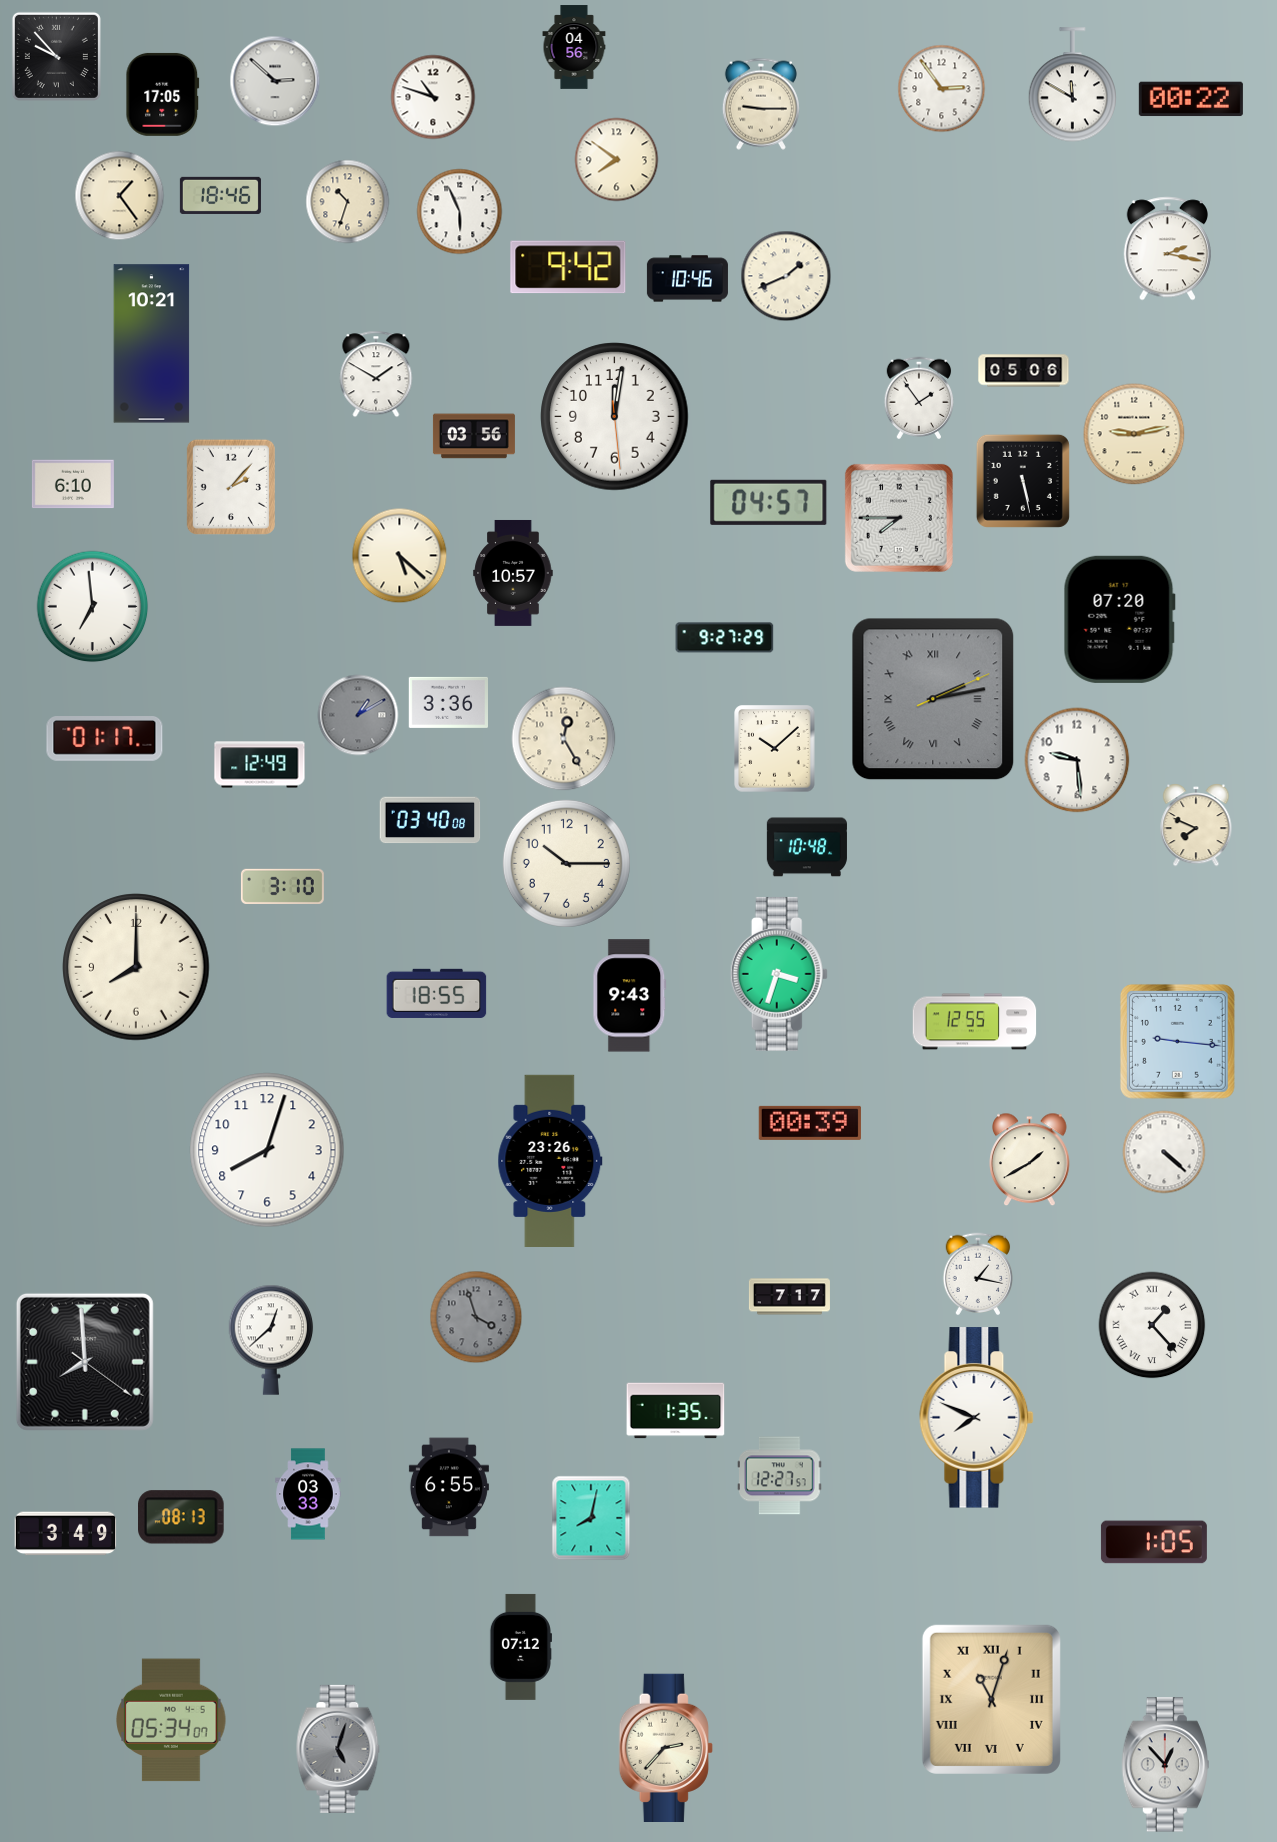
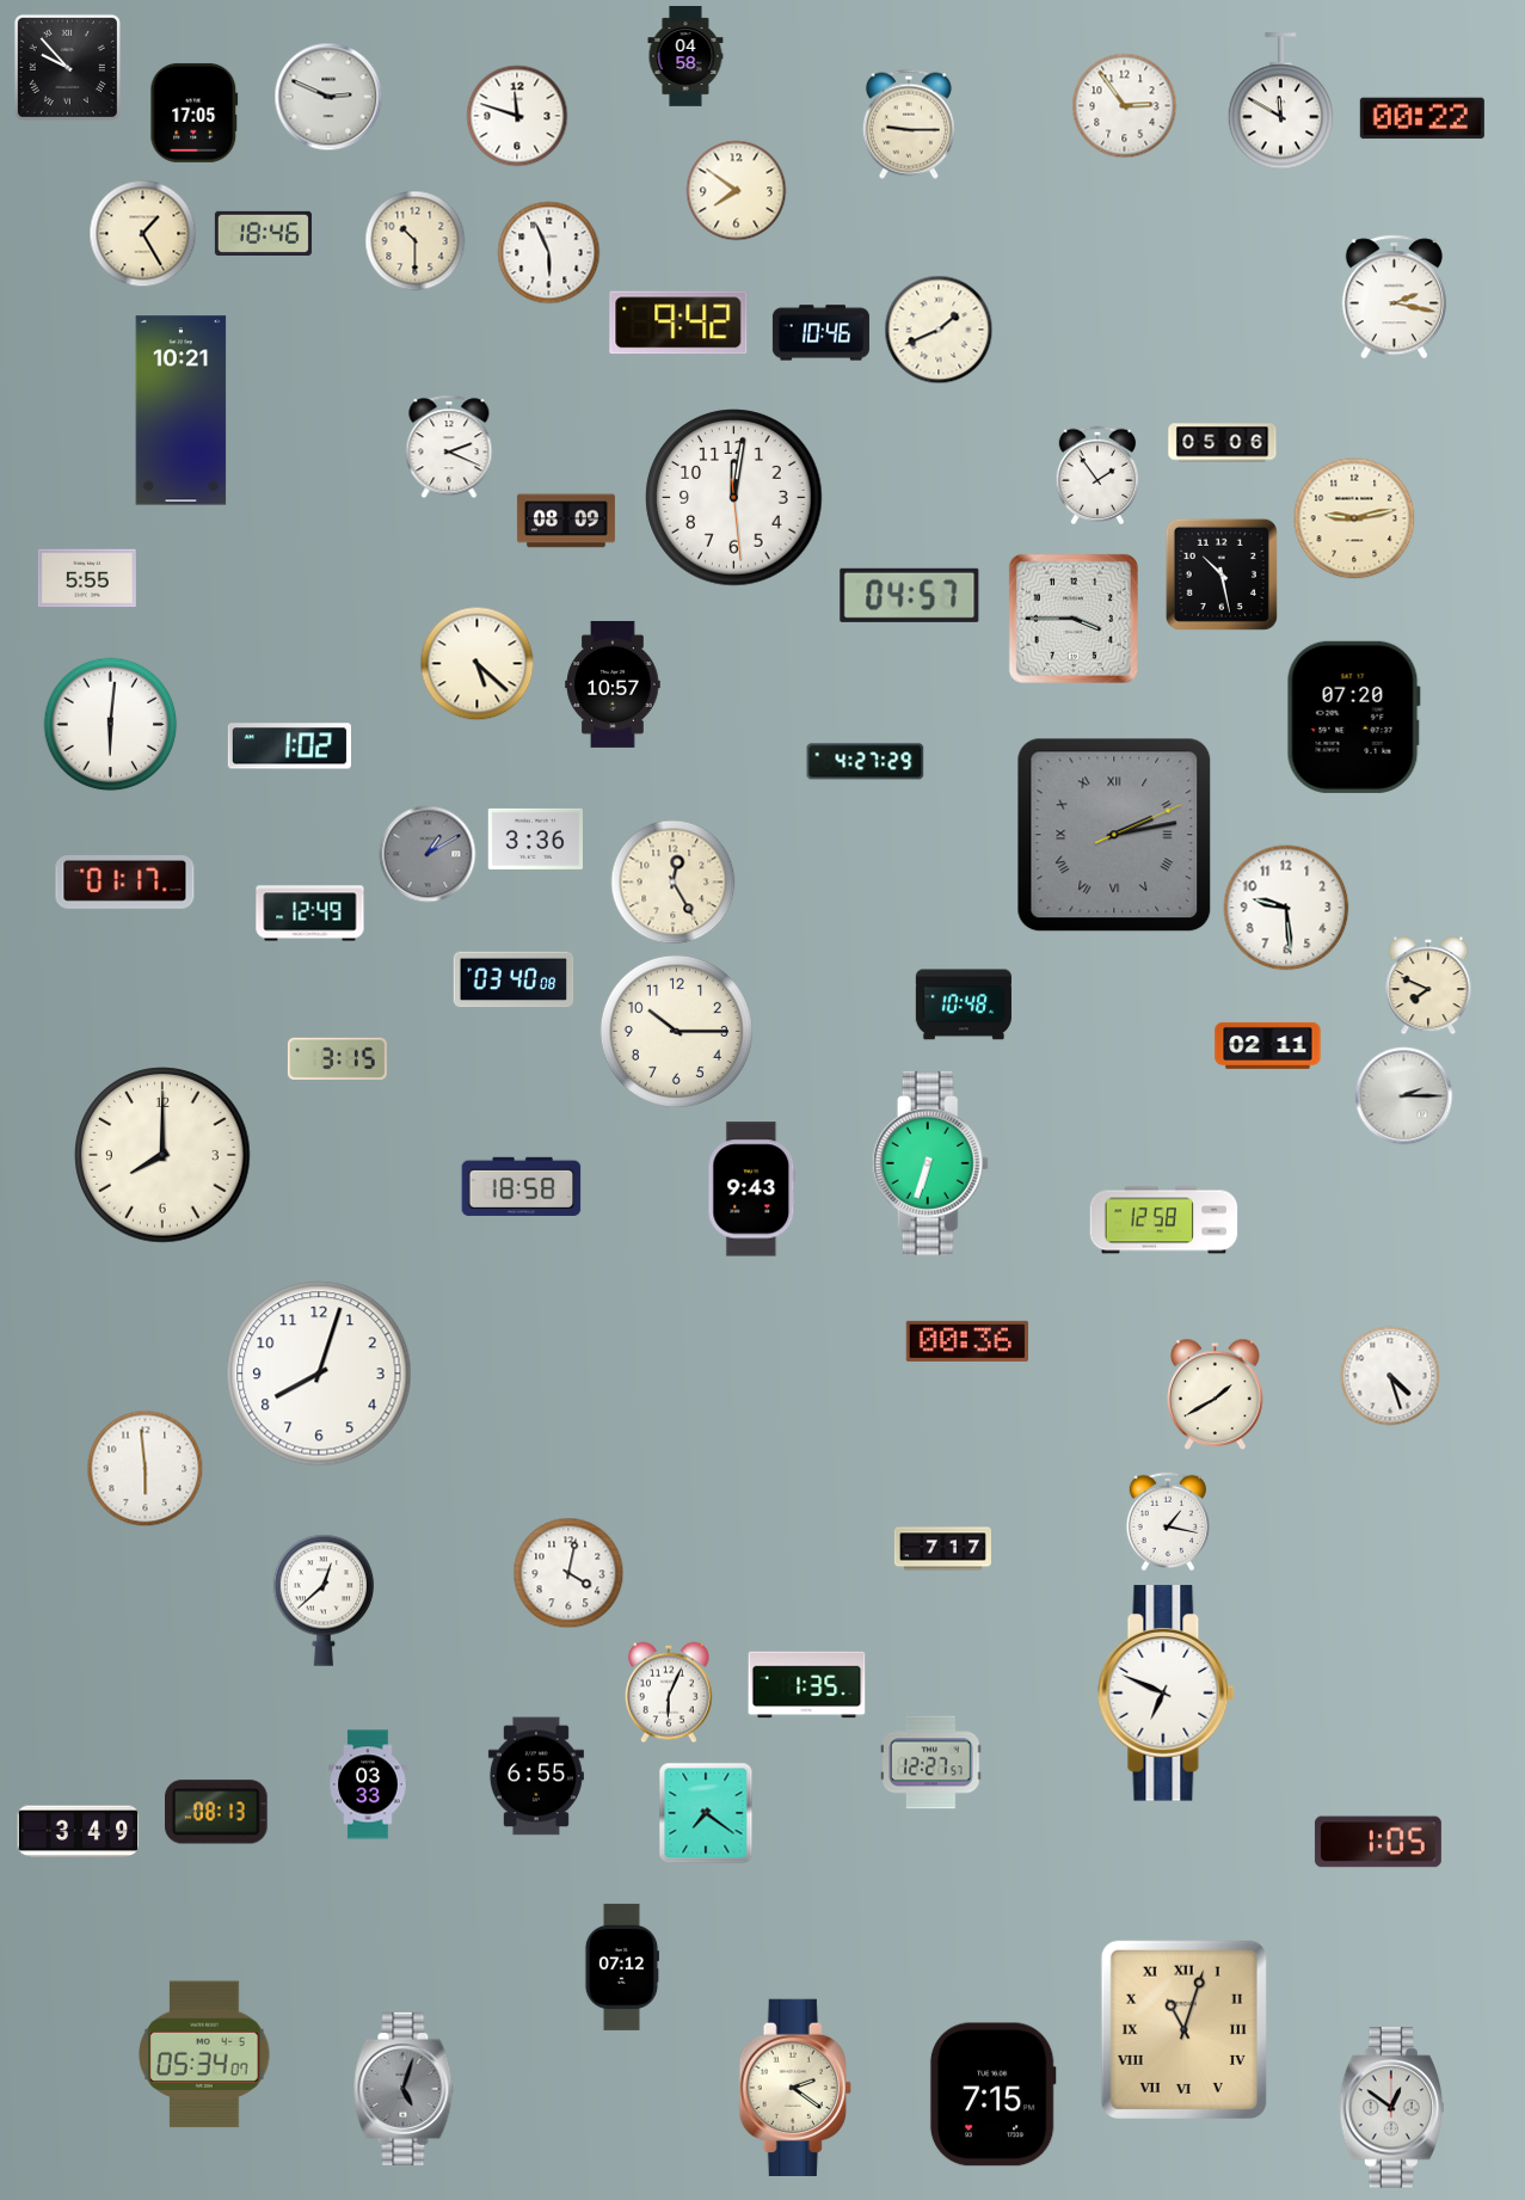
clock at (574, 47): 04:56 -> 04:58
clock at (275, 81): 2:52 -> 2:49
clock at (433, 97): 10:48 -> 11:48
clock at (120, 196): 1:24 -> 1:25
clock at (348, 202): 10:33 -> 10:30
clock at (568, 267) position: (568, 267) -> (678, 322)
clock at (376, 374): 1:50 -> 2:19
clock at (474, 436): 03:56 -> 08:09
clock at (1023, 481): 5:28 -> 10:28
clock at (73, 484): 6:10 -> 5:55
clock at (231, 487): 2:07 -> none
clock at (769, 502) position: (769, 502) -> (910, 595)
clock at (899, 518): 7:45 -> 3:45
clock at (93, 607): 6:59 -> 6:01
clock at (1119, 619) position: (1119, 619) -> (1353, 717)
clock at (289, 746): none -> 1:02
clock at (725, 638): 9:27 -> 4:27
clock at (775, 749): 10:08 -> none
clock at (807, 847) position: (807, 847) -> (964, 1004)
clock at (1268, 1045): none -> 02:11
clock at (282, 886): 3:10 -> 3:15
clock at (1404, 1096): none -> 2:15
clock at (779, 974): 3:33 -> 6:33
clock at (437, 993): 18:55 -> 18:58
clock at (975, 1022): 12:55 -> 12:58
clock at (1177, 1041): 9:16 -> none
clock at (810, 1123): 00:39 -> 00:36
clock at (1164, 1152): 4:22 -> 4:27
clock at (550, 1160): 23:26 -> none
clock at (1030, 1160) position: (1030, 1160) -> (1216, 1395)
clock at (146, 1469): none -> 5:59
clock at (476, 1317): 3:57 -> 4:02
clock at (476, 1317) dial: grey -> white
clock at (1152, 1325): 1:23 -> none
clock at (85, 1362): 7:59 -> none
clock at (669, 1692): none -> 6:04
clock at (977, 1418): 7:49 -> 6:49
clock at (591, 1518): 8:02 -> 7:21
clock at (666, 1747): 2:37 -> 2:21
clock at (992, 2095): none -> 7:15
clock at (1165, 1765): 12:53 -> 12:51
